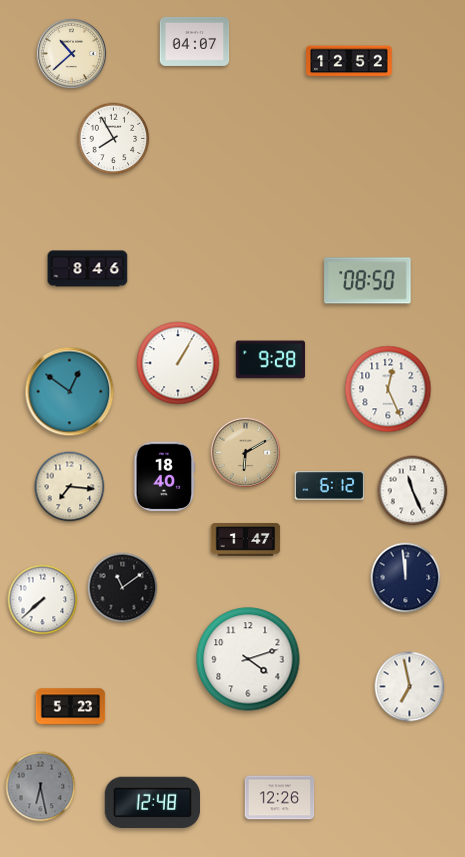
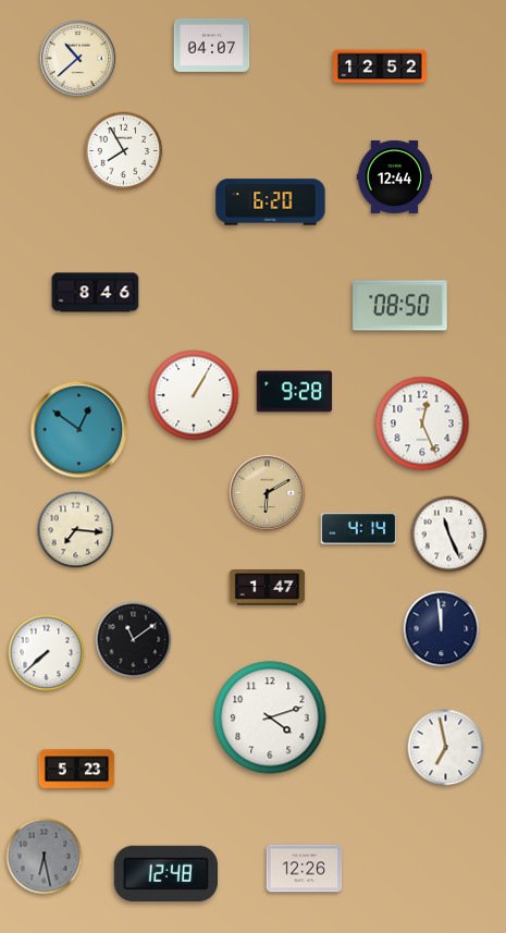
clock at (395, 176): none -> 12:44
clock at (271, 202): none -> 6:20
clock at (70, 392) position: (70, 392) -> (79, 430)
clock at (165, 477): 18:40 -> none
clock at (330, 486): 6:12 -> 4:14
